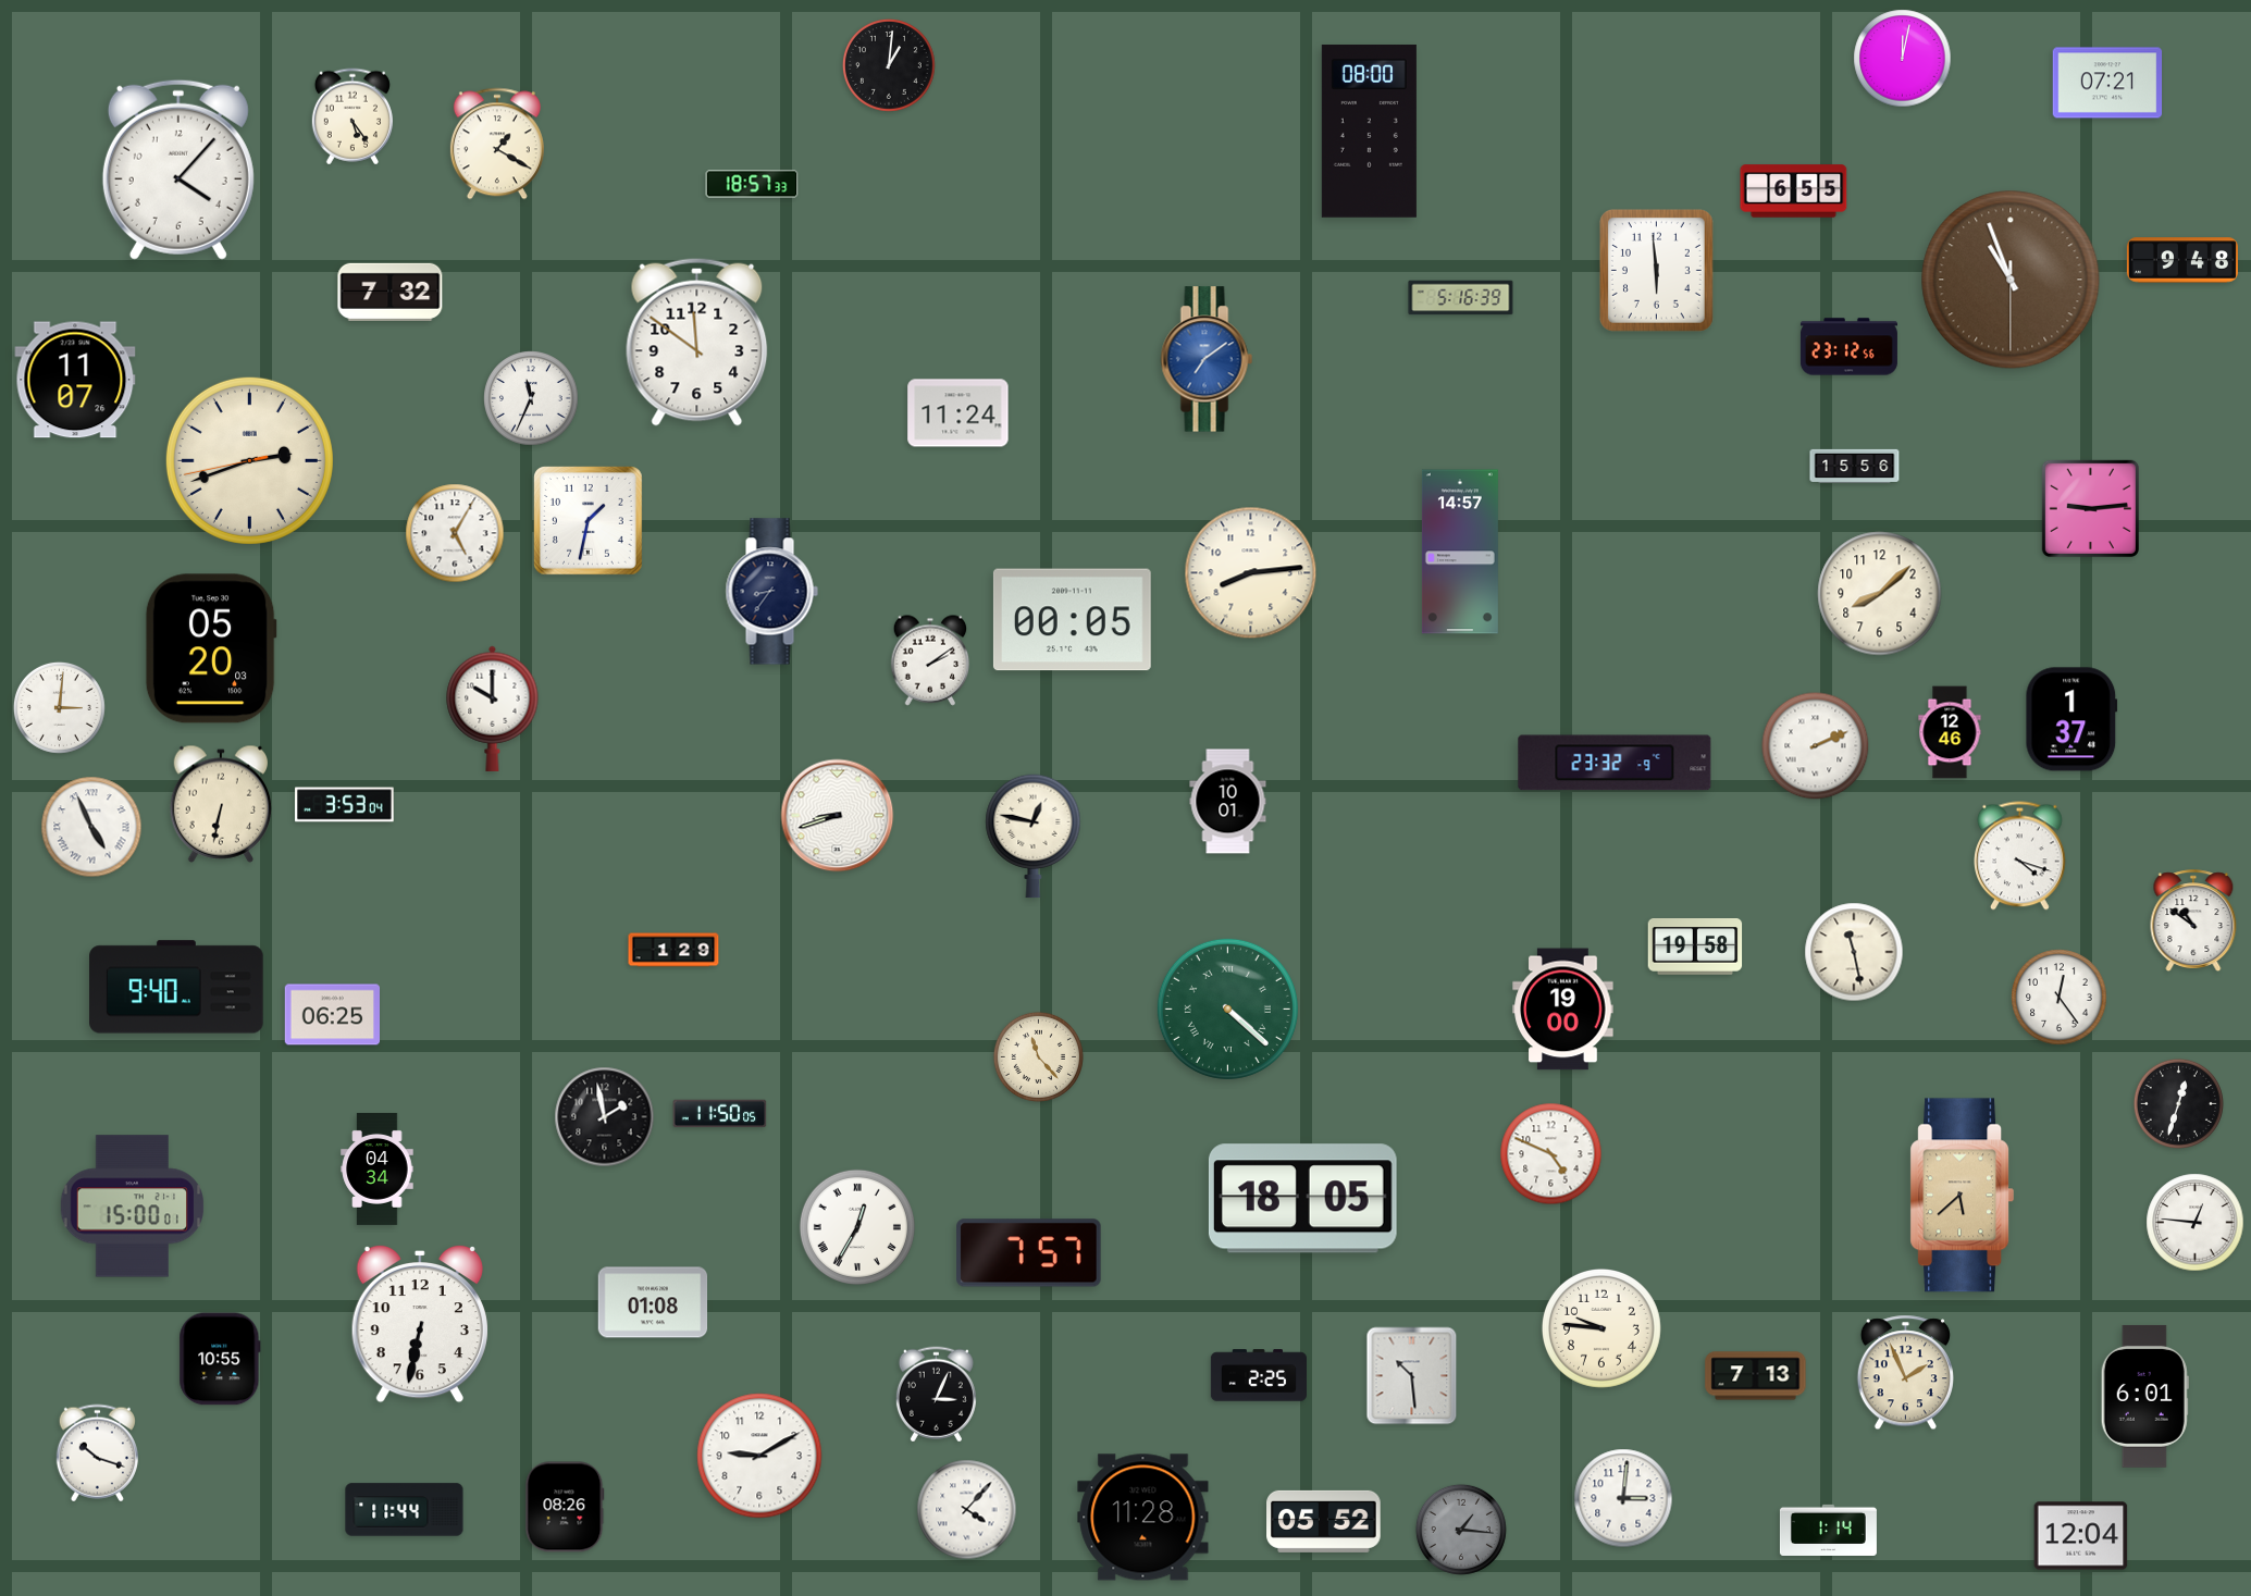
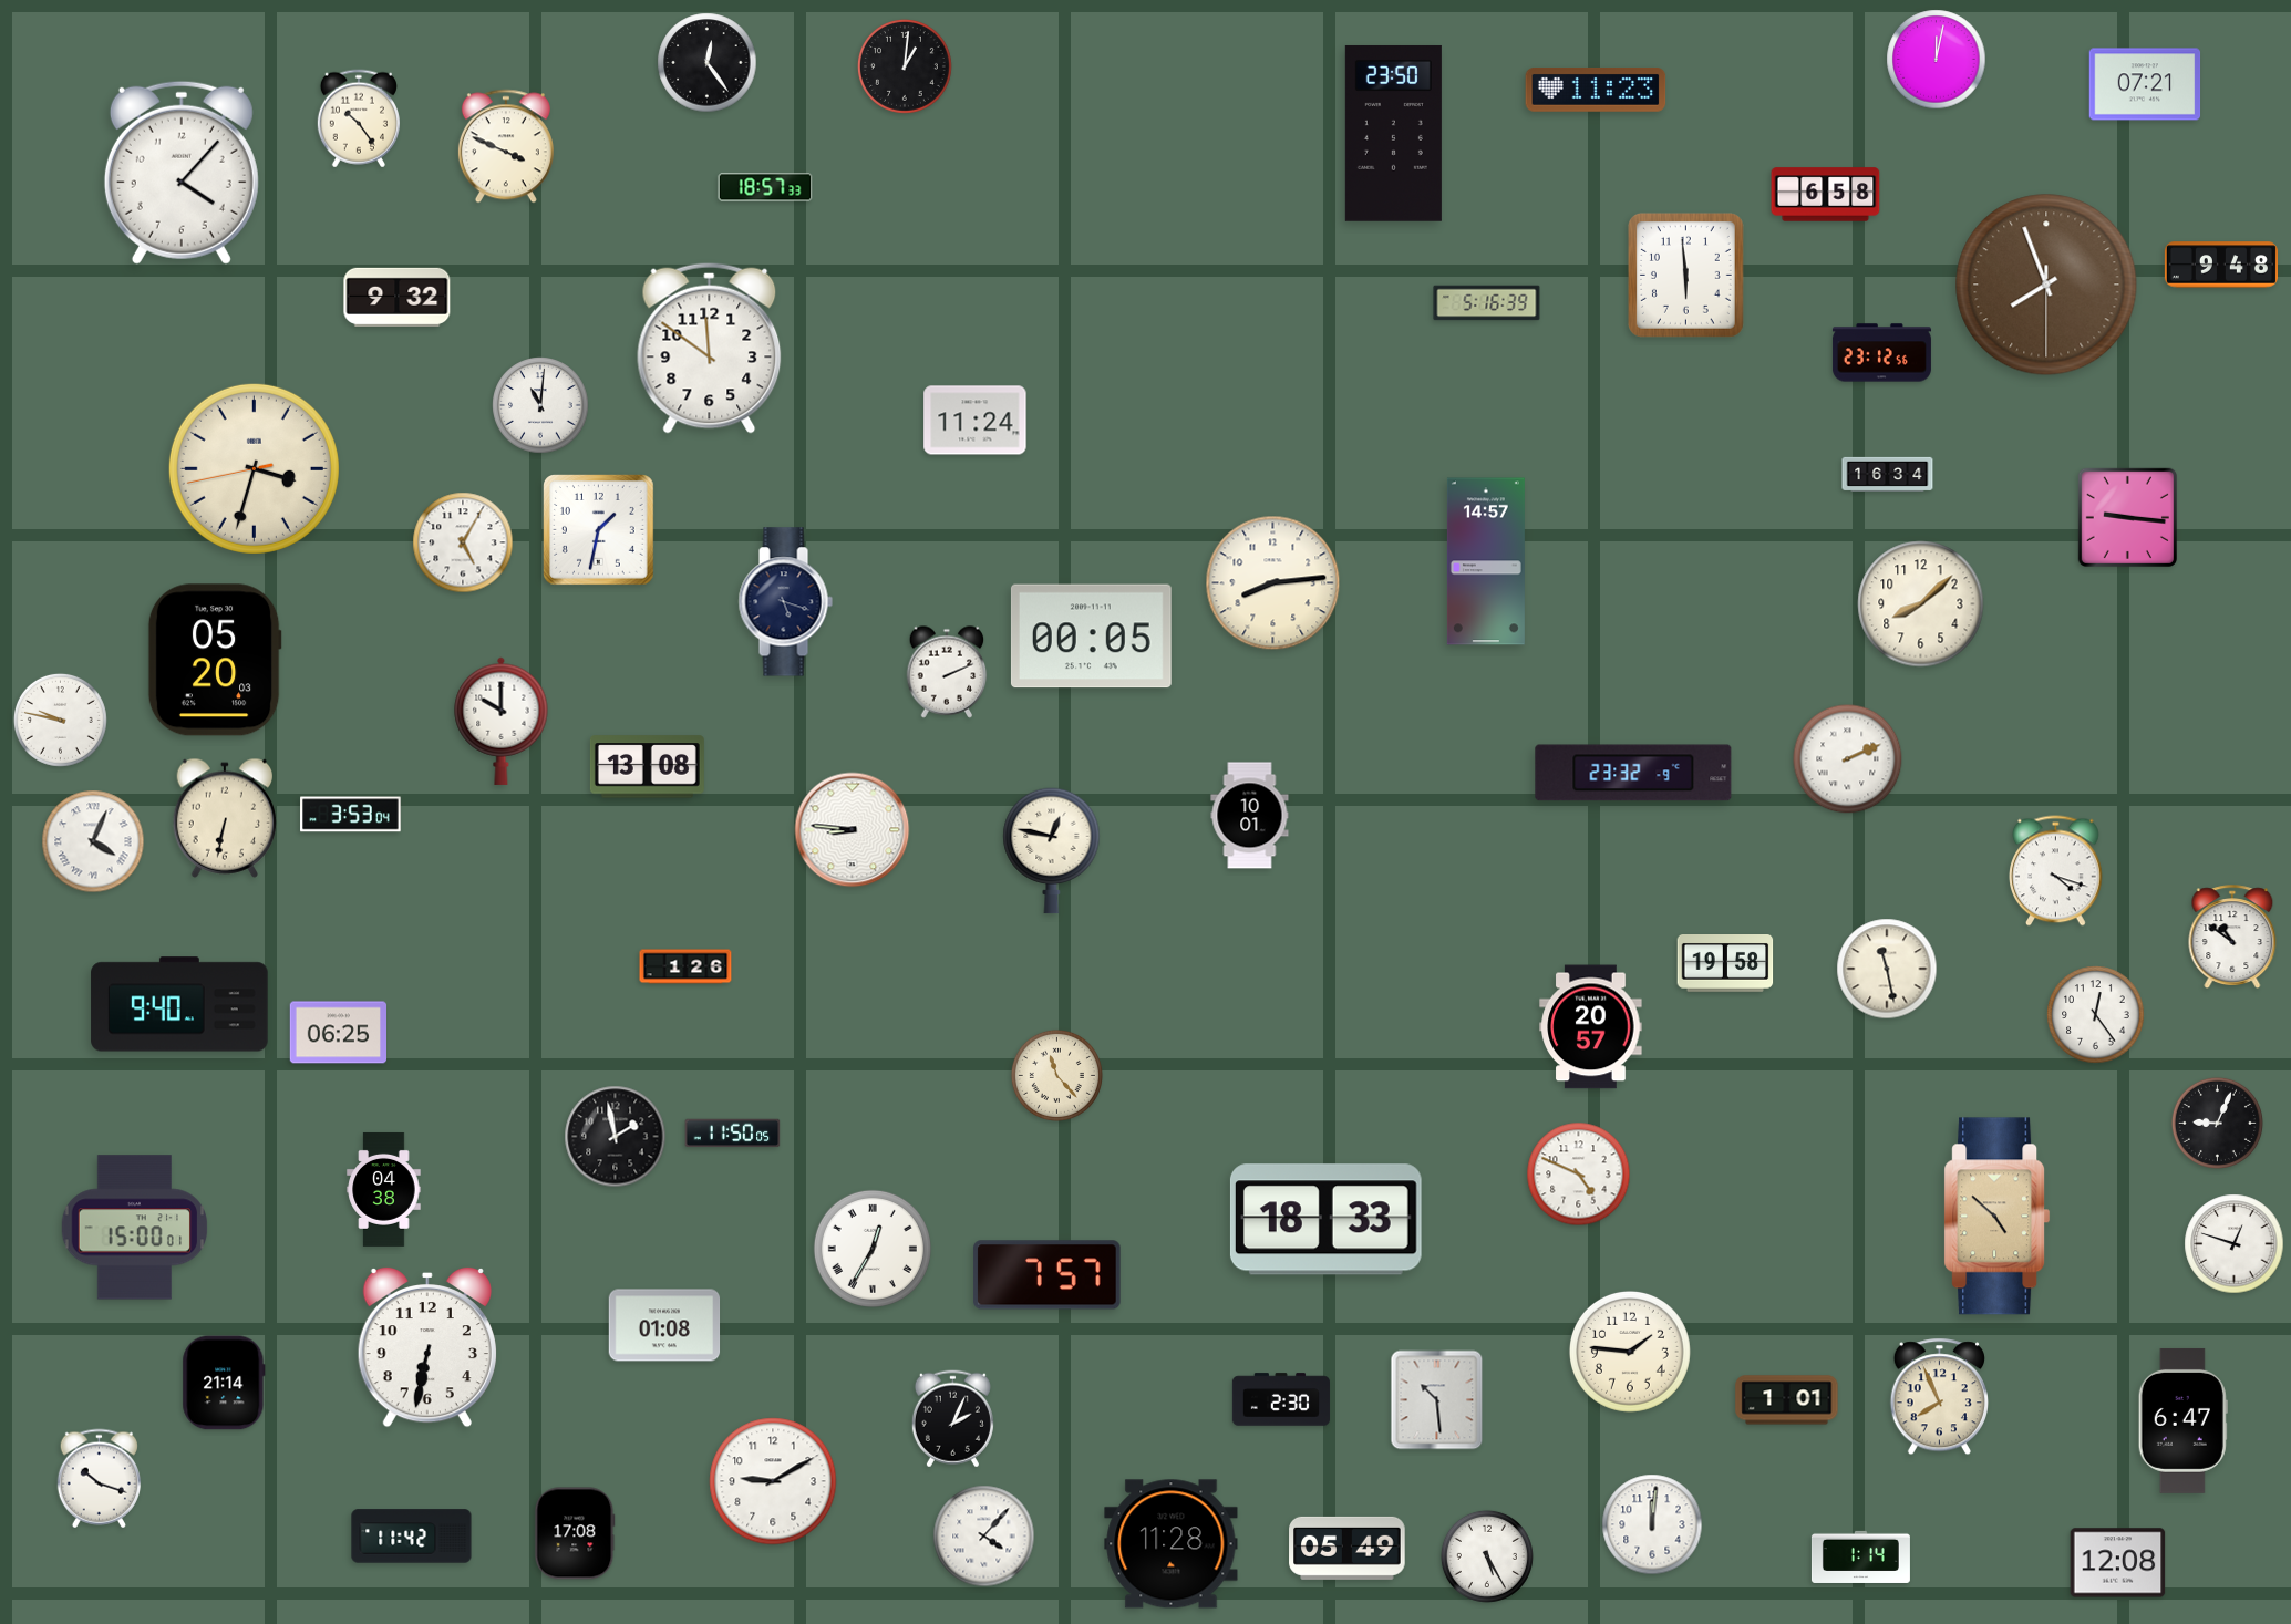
clock at (708, 63): none -> 12:24
clock at (1596, 90): none -> 11:23
clock at (353, 116): 5:24 -> 10:24
clock at (1369, 131): 08:00 -> 23:50
clock at (497, 144): 1:20 -> 3:49
clock at (1794, 191): 6:55 -> 6:58
clock at (2011, 280): 10:56 -> 7:56
clock at (391, 292): 7:32 -> 9:32
clock at (1207, 359): 7:09 -> none
clock at (75, 380): 11:07 -> none
clock at (531, 398): 11:34 -> 11:01
clock at (249, 460): 2:41 -> 3:32
clock at (1855, 466): 15:56 -> 16:34
clock at (2090, 508): 9:14 -> 9:16
clock at (771, 592): 8:36 -> 5:18
clock at (1880, 594) position: (1880, 594) -> (1921, 604)
clock at (1072, 620) position: (1072, 620) -> (1091, 637)
clock at (930, 660): 2:09 -> 2:11
clock at (59, 707): 3:01 -> 9:47
clock at (2071, 719): 1:37 -> none
clock at (1950, 732): 12:46 -> none
clock at (647, 767): none -> 13:08
clock at (1615, 763) position: (1615, 763) -> (1633, 773)
clock at (345, 805) position: (345, 805) -> (351, 815)
clock at (838, 816): 8:42 -> 8:46
clock at (91, 827): 4:56 -> 4:04
clock at (673, 950): 1:29 -> 1:26
clock at (1227, 1009): 4:22 -> none
clock at (1563, 1010): 19:00 -> 20:57
clock at (2178, 1103): 12:33 -> 9:04
clock at (378, 1168): 04:34 -> 04:38
clock at (1963, 1196): 5:38 -> 4:52
clock at (1302, 1199): 18:05 -> 18:33
clock at (2196, 1223): 12:46 -> 12:48
clock at (1601, 1328): 9:46 -> 1:46
clock at (220, 1359): 10:55 -> 21:14
clock at (1905, 1373): 1:56 -> 7:56
clock at (1259, 1375): 2:25 -> 2:30
clock at (1756, 1376): 7:13 -> 1:01
clock at (936, 1395): 3:04 -> 2:04
clock at (2144, 1396): 6:01 -> 6:47
clock at (1623, 1498): 3:01 -> 12:01
clock at (565, 1507): 08:26 -> 17:08
clock at (405, 1510): 11:44 -> 11:42
clock at (1143, 1518) position: (1143, 1518) -> (1172, 1544)
clock at (1324, 1521): 05:52 -> 05:49
clock at (1461, 1530): 1:16 -> 5:25
clock at (1461, 1530) dial: grey -> white
clock at (2081, 1536): 12:04 -> 12:08
